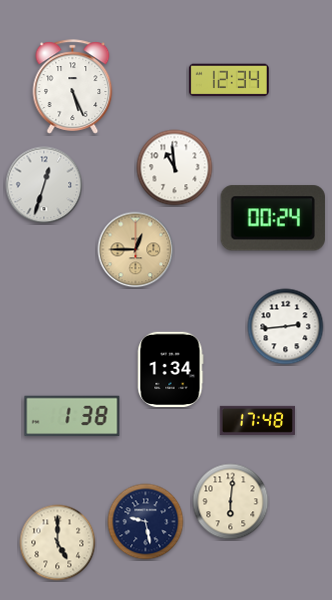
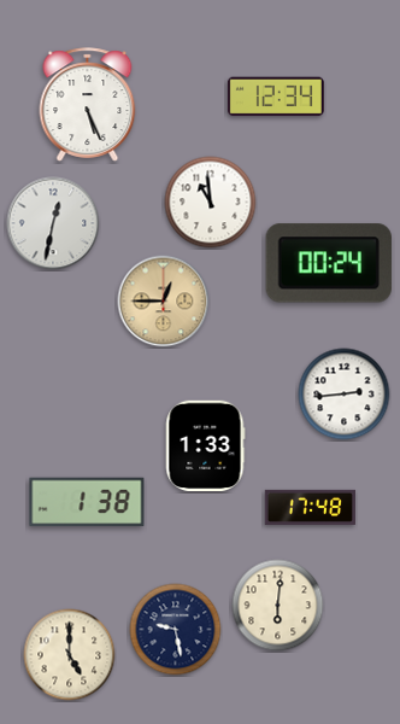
clock at (44, 185): 12:33 -> 12:32
clock at (170, 369): 1:34 -> 1:33
